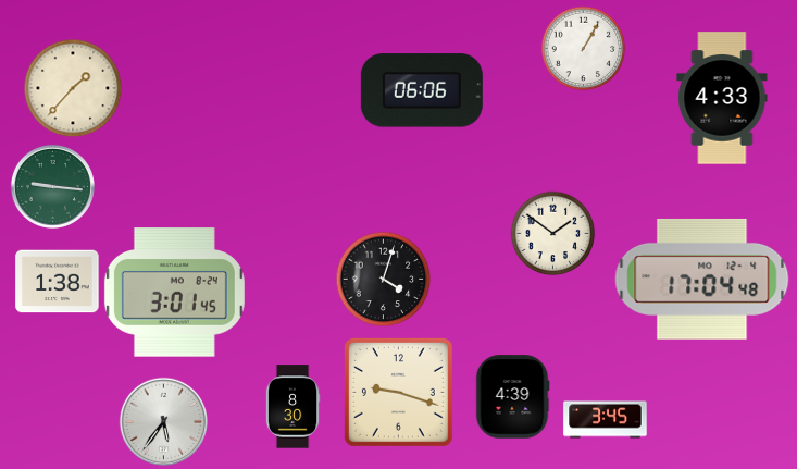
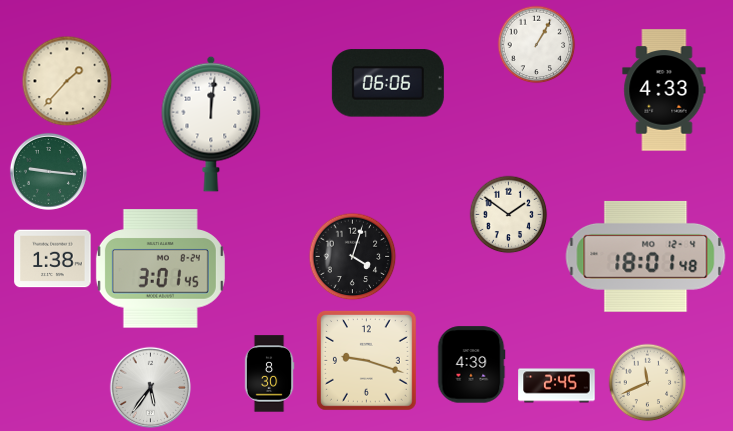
clock at (211, 124): none -> 12:01
clock at (702, 279): 17:04 -> 18:01
clock at (647, 382): none -> 11:41
clock at (606, 420): 3:45 -> 2:45
